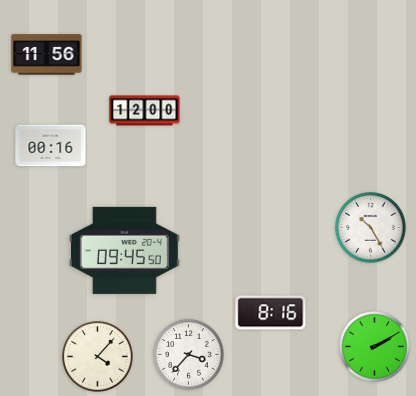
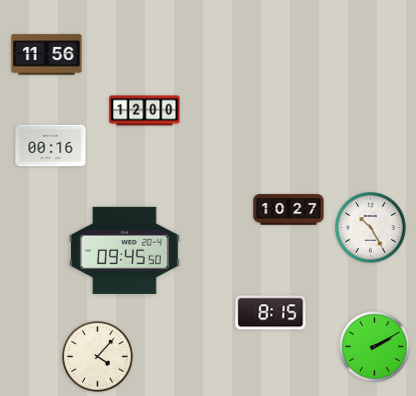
clock at (289, 210): none -> 10:27
clock at (271, 313): 8:16 -> 8:15
clock at (189, 355): 3:37 -> none
